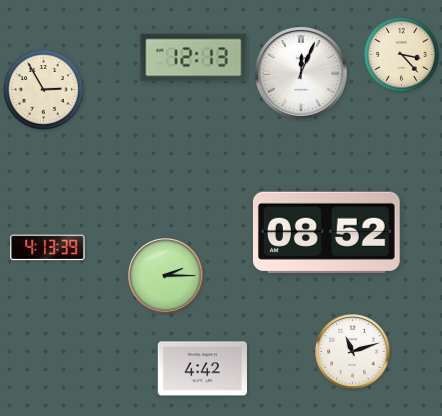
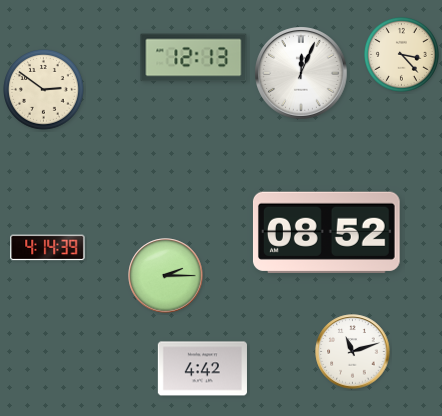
clock at (44, 90): 2:55 -> 2:51
clock at (48, 248): 4:13 -> 4:14
